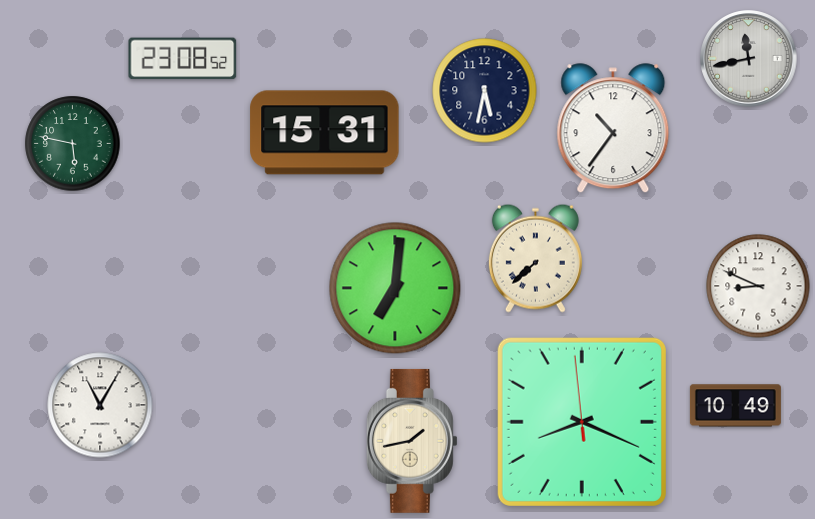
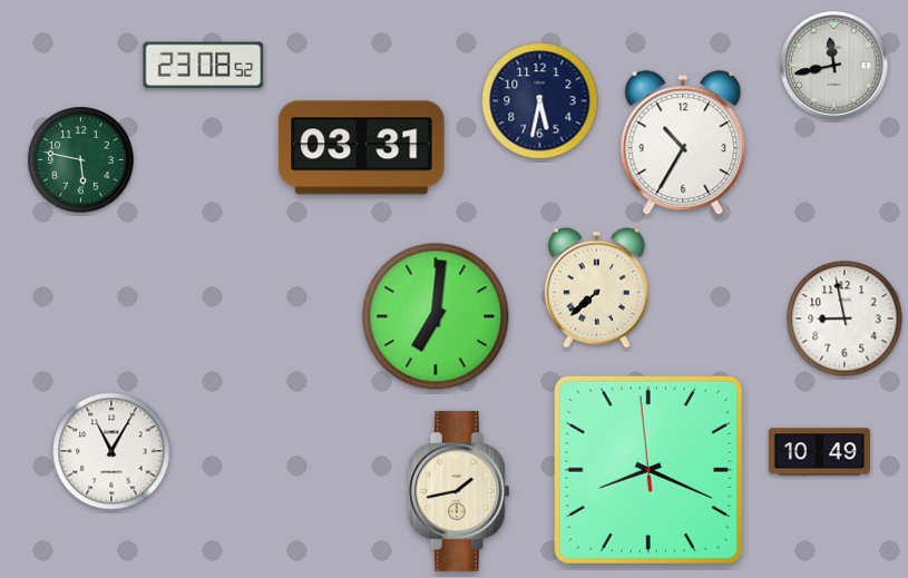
clock at (613, 129): 10:36 -> 10:35
clock at (325, 133): 15:31 -> 03:31
clock at (758, 286): 8:49 -> 8:58
clock at (395, 288) position: (395, 288) -> (436, 316)
